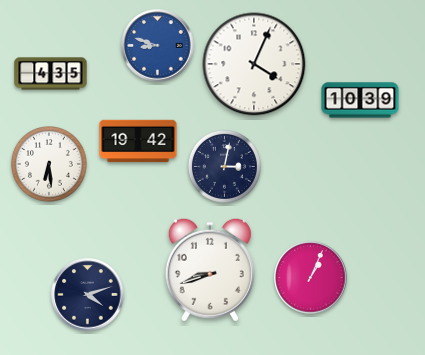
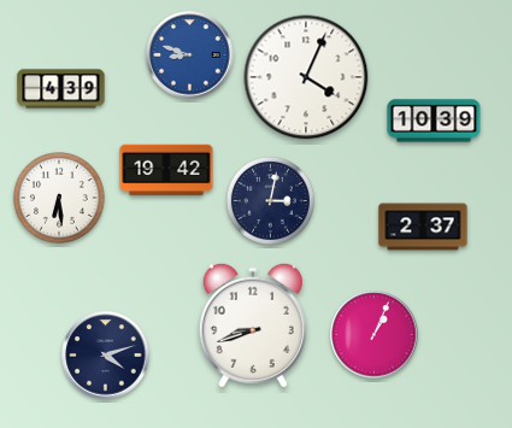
clock at (51, 74): 4:35 -> 4:39
clock at (423, 227): none -> 2:37
